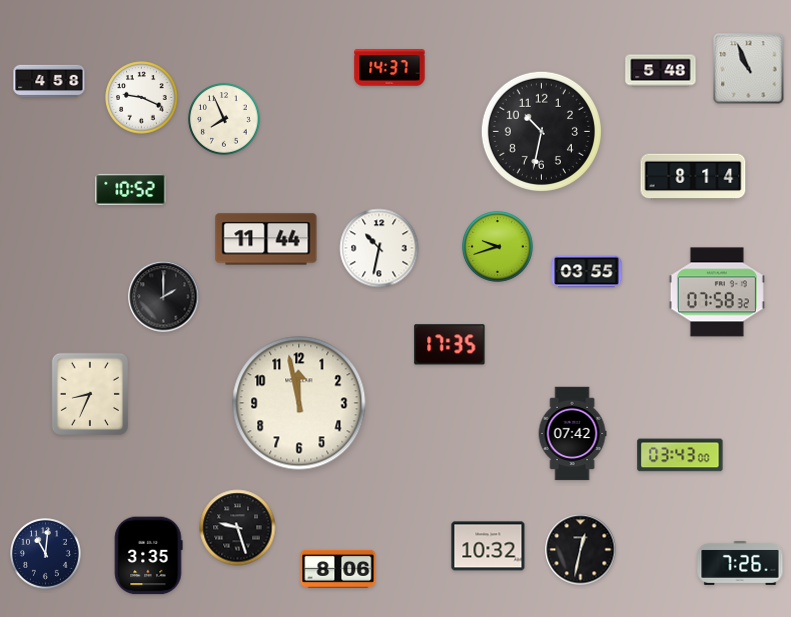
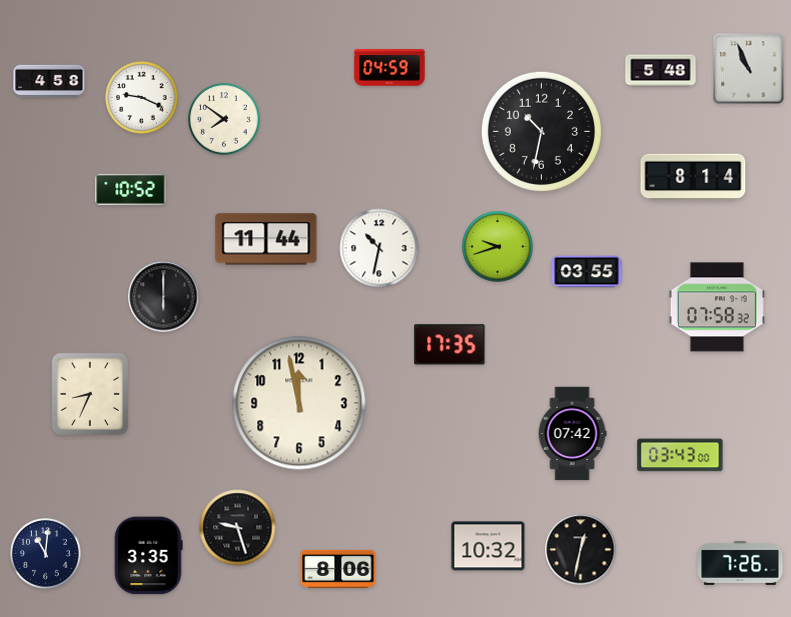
clock at (390, 68): 14:37 -> 04:59
clock at (224, 119): 7:56 -> 7:51
clock at (717, 292) position: (717, 292) -> (717, 307)
clock at (164, 297): 2:00 -> 6:00
